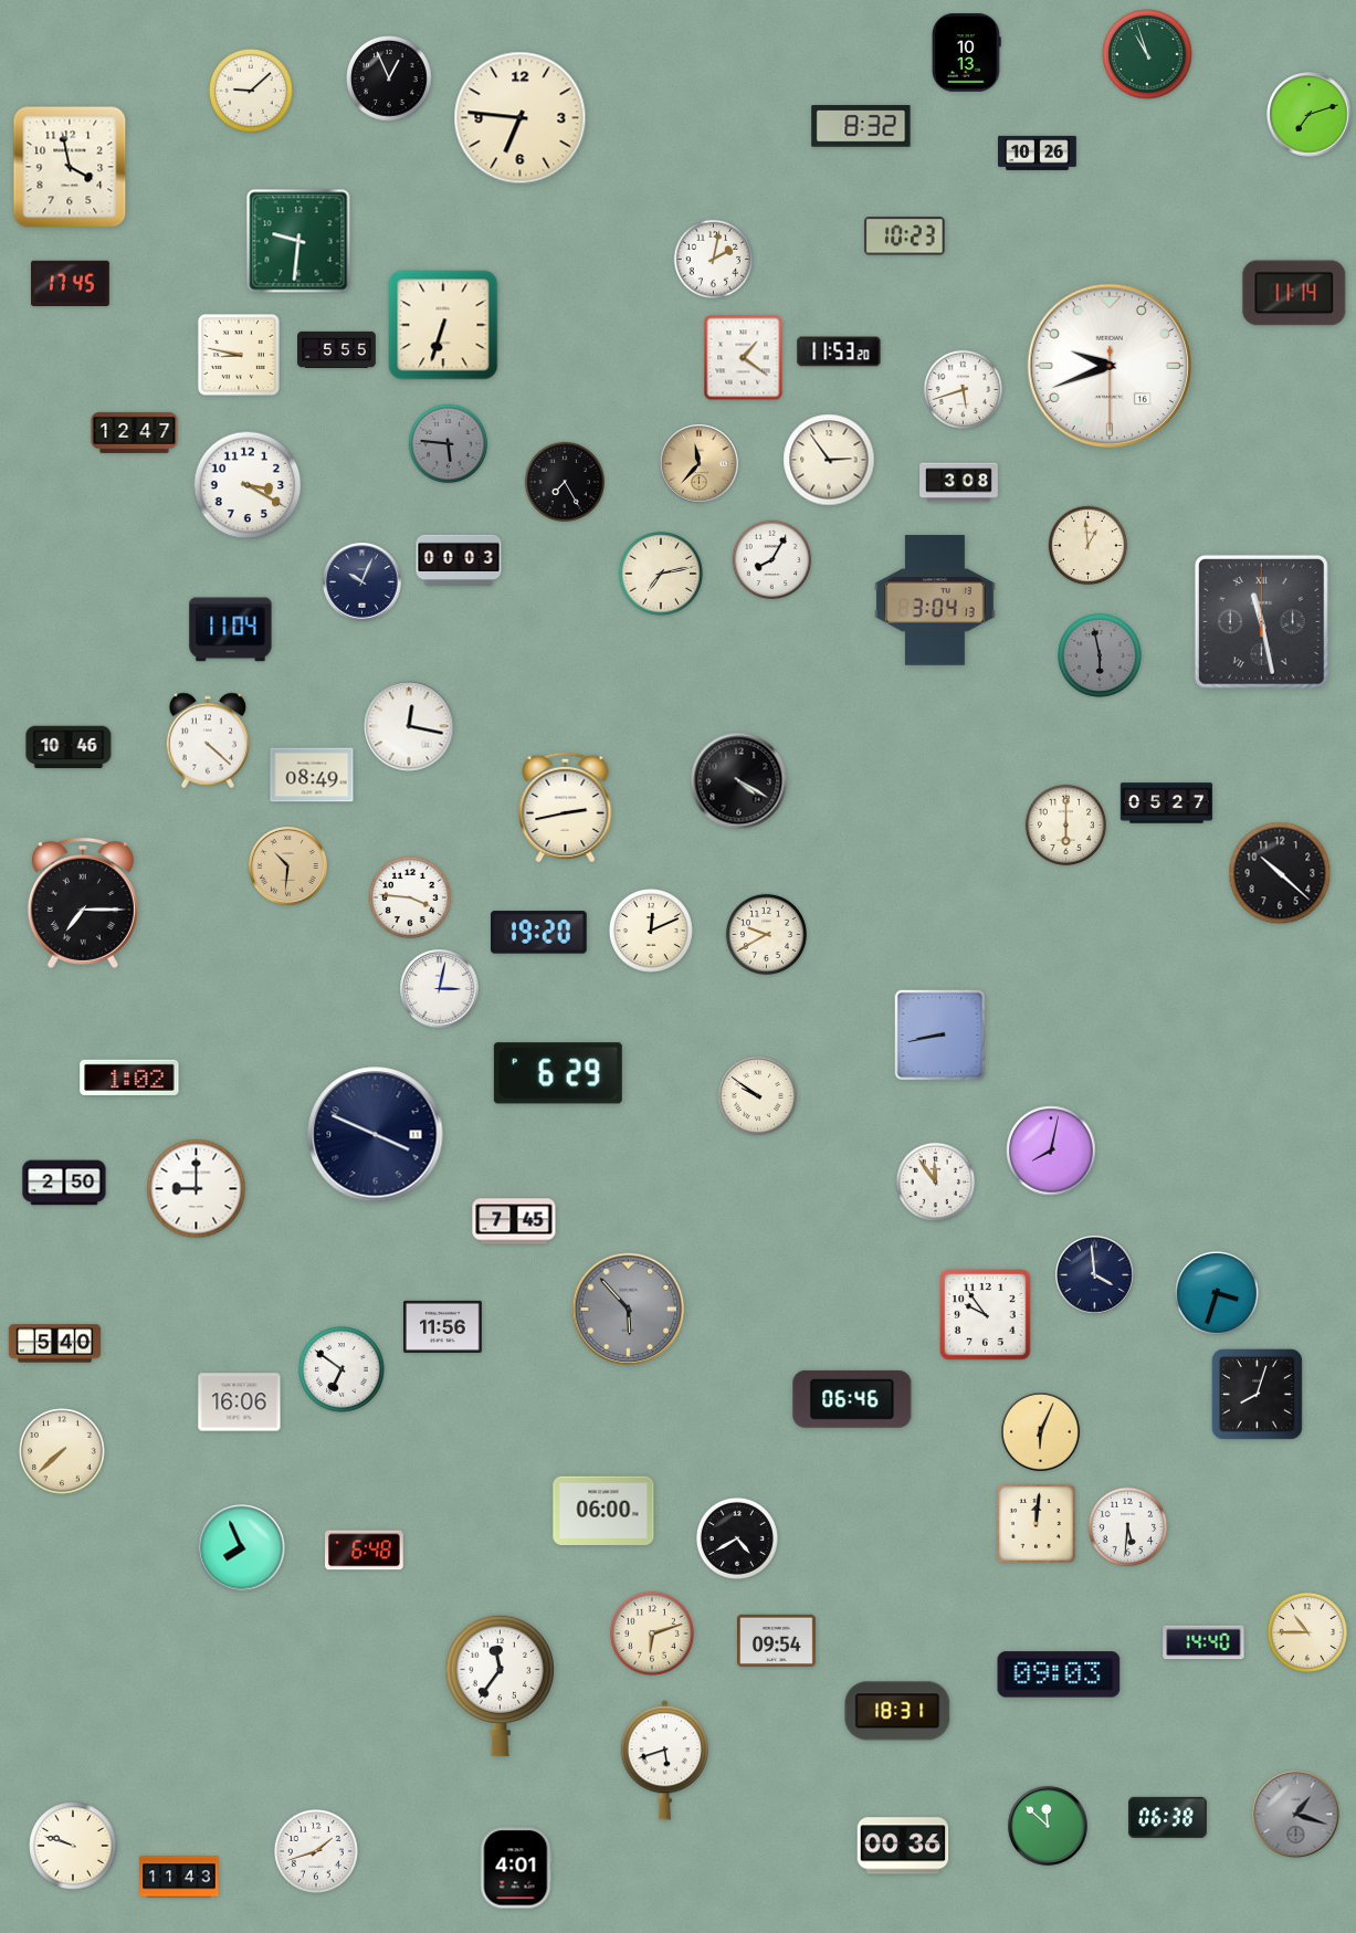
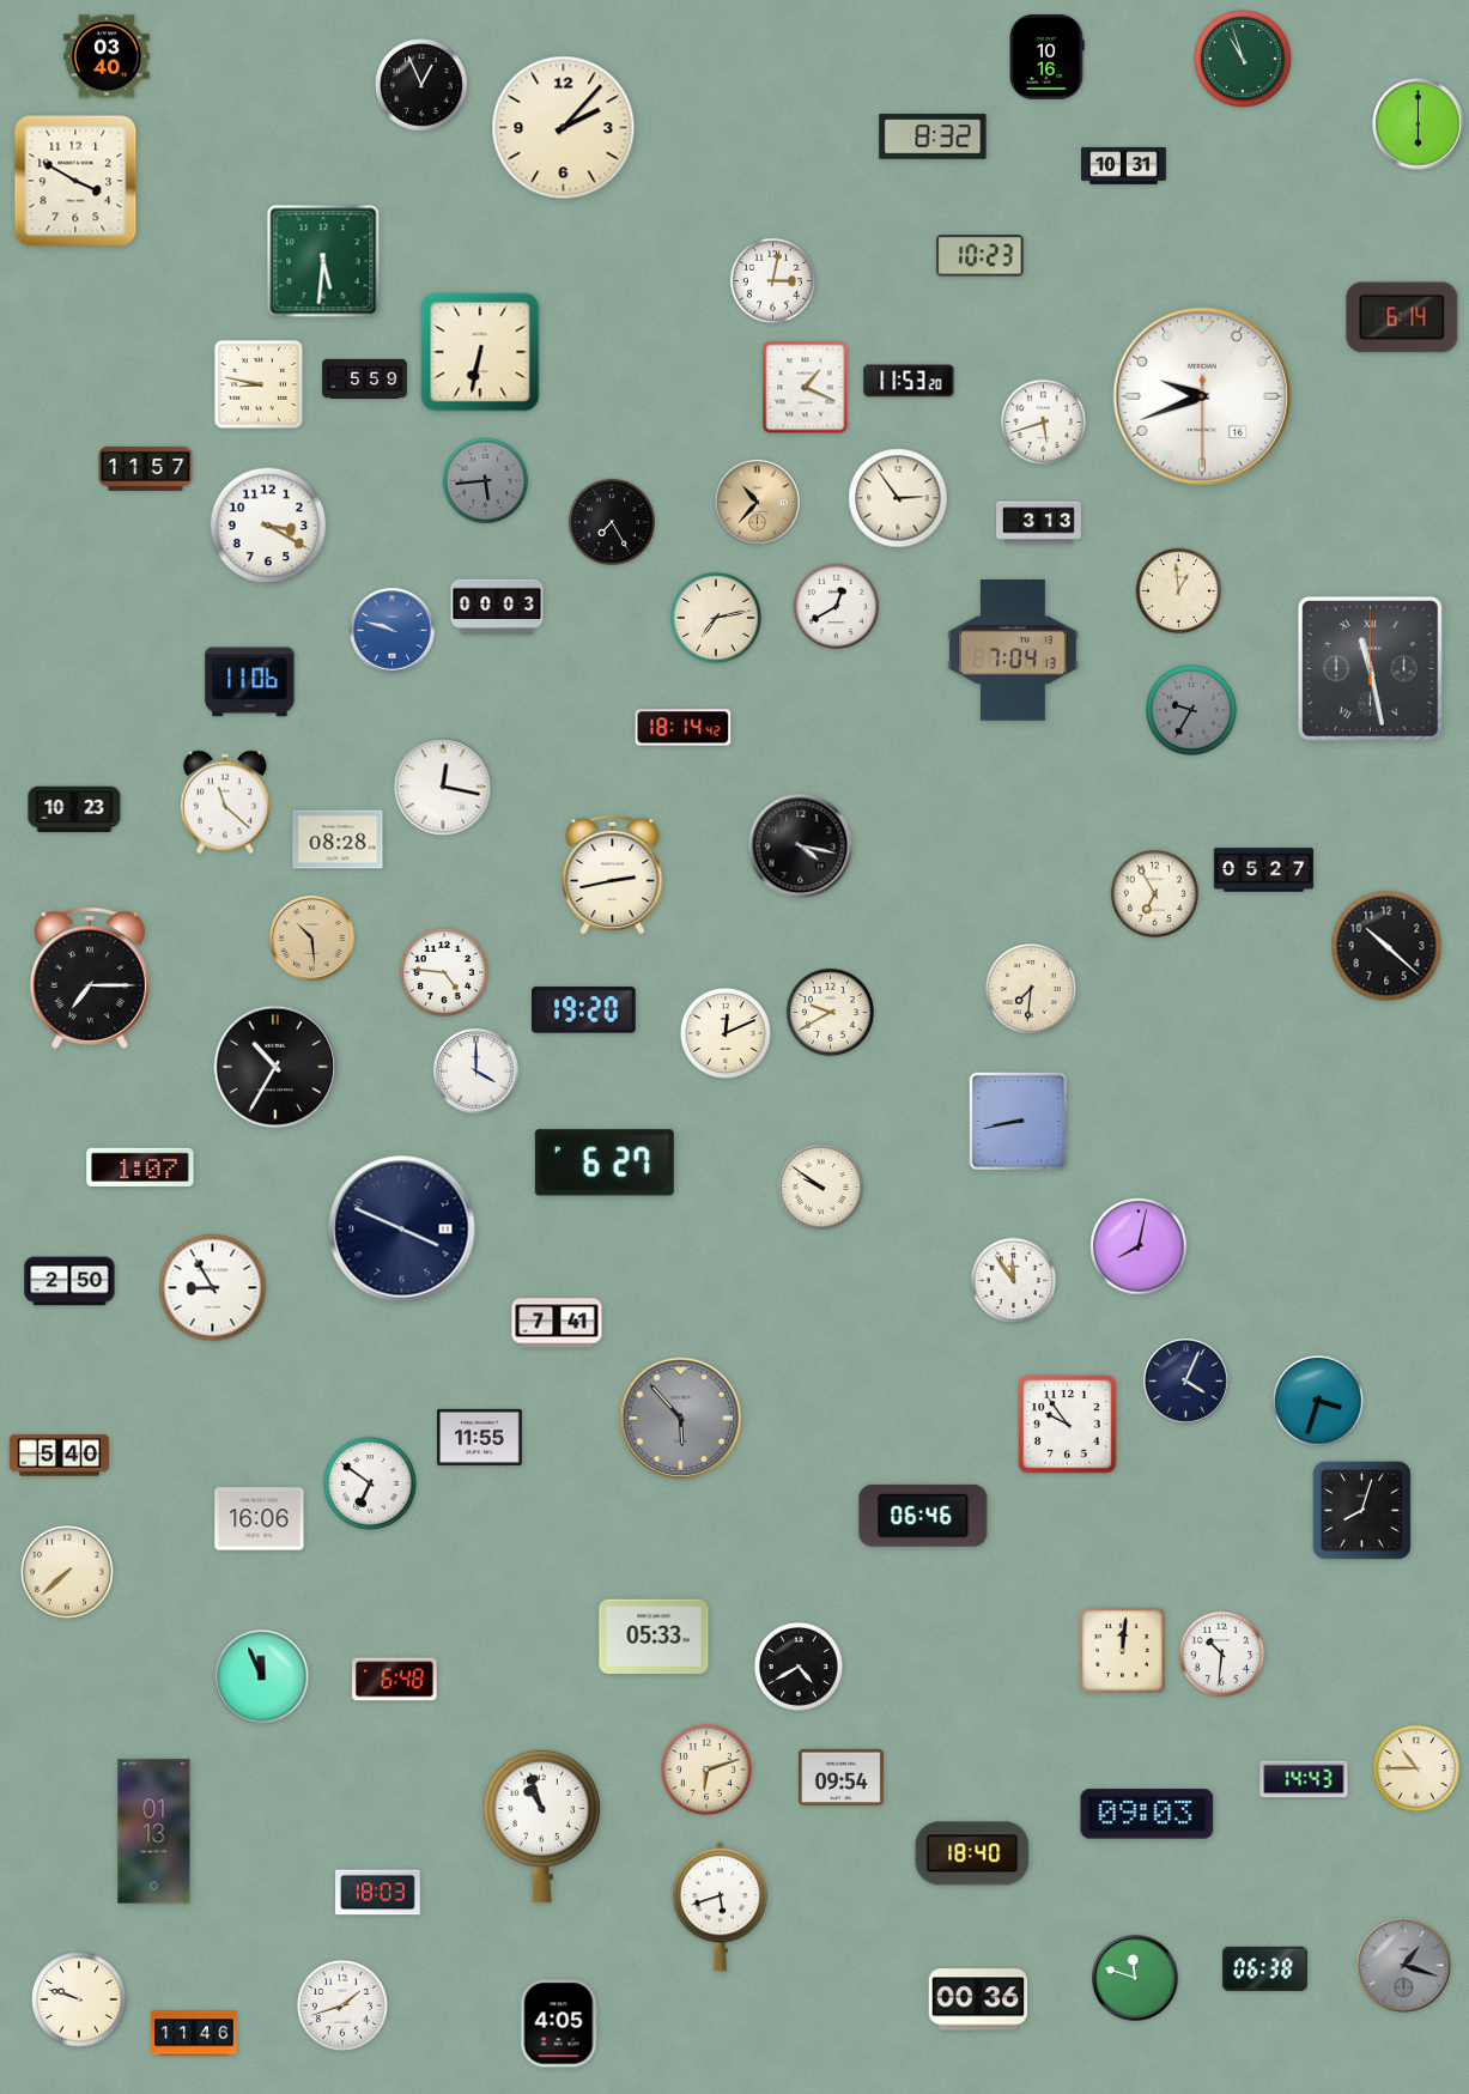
clock at (107, 56): none -> 03:40
clock at (967, 53): 10:13 -> 10:16
clock at (251, 91): 9:08 -> none
clock at (1310, 115): 7:12 -> 6:00
clock at (521, 118): 6:46 -> 2:07
clock at (1038, 153): 10:26 -> 10:31
clock at (70, 167): 3:58 -> 3:50
clock at (298, 241): 9:31 -> 5:31
clock at (714, 260): 2:02 -> 3:02
clock at (71, 283): 17:45 -> none
clock at (1294, 293): 11:14 -> 6:14
clock at (443, 325): 6:33 -> 6:32
clock at (337, 349): 5:55 -> 5:59
clock at (744, 358): 1:21 -> 1:19
clock at (135, 432): 12:47 -> 11:57
clock at (449, 444): 5:46 -> 5:44
clock at (700, 464): 11:37 -> 10:37
clock at (959, 483): 3:08 -> 3:13
clock at (772, 560): 8:05 -> 12:40
clock at (661, 574) position: (661, 574) -> (716, 618)
clock at (362, 582): 10:04 -> 9:48
clock at (362, 582) dial: navy -> blue
clock at (935, 600): 3:04 -> 7:04
clock at (1261, 621) position: (1261, 621) -> (1370, 668)
clock at (231, 630): 11:04 -> 11:06
clock at (1100, 655): 5:58 -> 9:35
clock at (684, 728): none -> 18:14
clock at (208, 740): 4:22 -> 11:22
clock at (69, 747): 10:46 -> 10:23
clock at (312, 775): 08:49 -> 08:28
clock at (739, 781): 4:20 -> 4:17
clock at (1065, 824): 6:00 -> 6:55
clock at (288, 866): 10:31 -> 10:29
clock at (410, 897): 3:46 -> 4:46
clock at (1031, 989): none -> 7:31
clock at (651, 931) position: (651, 931) -> (726, 1033)
clock at (275, 1067): none -> 10:35
clock at (440, 989): 3:02 -> 4:00
clock at (558, 1073): 6:29 -> 6:27
clock at (129, 1078): 1:02 -> 1:07
clock at (376, 1135) position: (376, 1135) -> (402, 1230)
clock at (197, 1189): 9:00 -> 8:55
clock at (514, 1221): 7:45 -> 7:41
clock at (1095, 1275): 3:59 -> 4:04
clock at (443, 1326): 11:56 -> 11:55
clock at (1041, 1432): 6:04 -> none
clock at (603, 1511): 06:00 -> 05:33
clock at (1128, 1527): 5:31 -> 10:31
clock at (242, 1548): 7:56 -> 11:56
clock at (1203, 1642): 14:40 -> 14:43
clock at (500, 1685): 11:36 -> 10:57
clock at (154, 1832): none -> 01:13
clock at (897, 1711): 18:31 -> 18:40
clock at (378, 1893): none -> 18:03
clock at (1048, 1826): 11:52 -> 11:48
clock at (516, 1868): 4:01 -> 4:05
clock at (179, 1877): 11:43 -> 11:46
